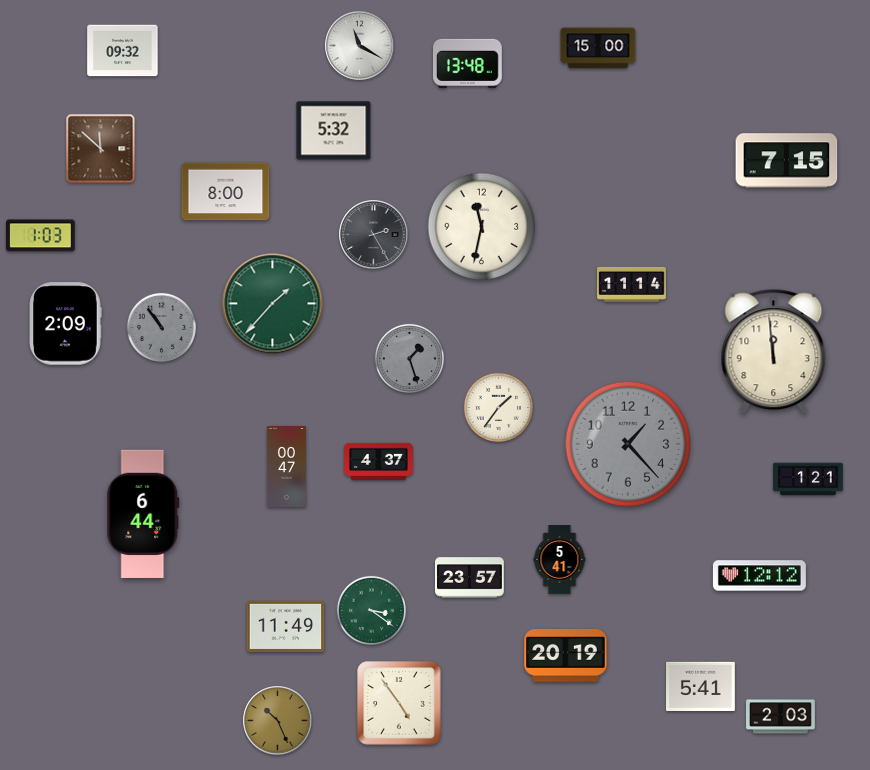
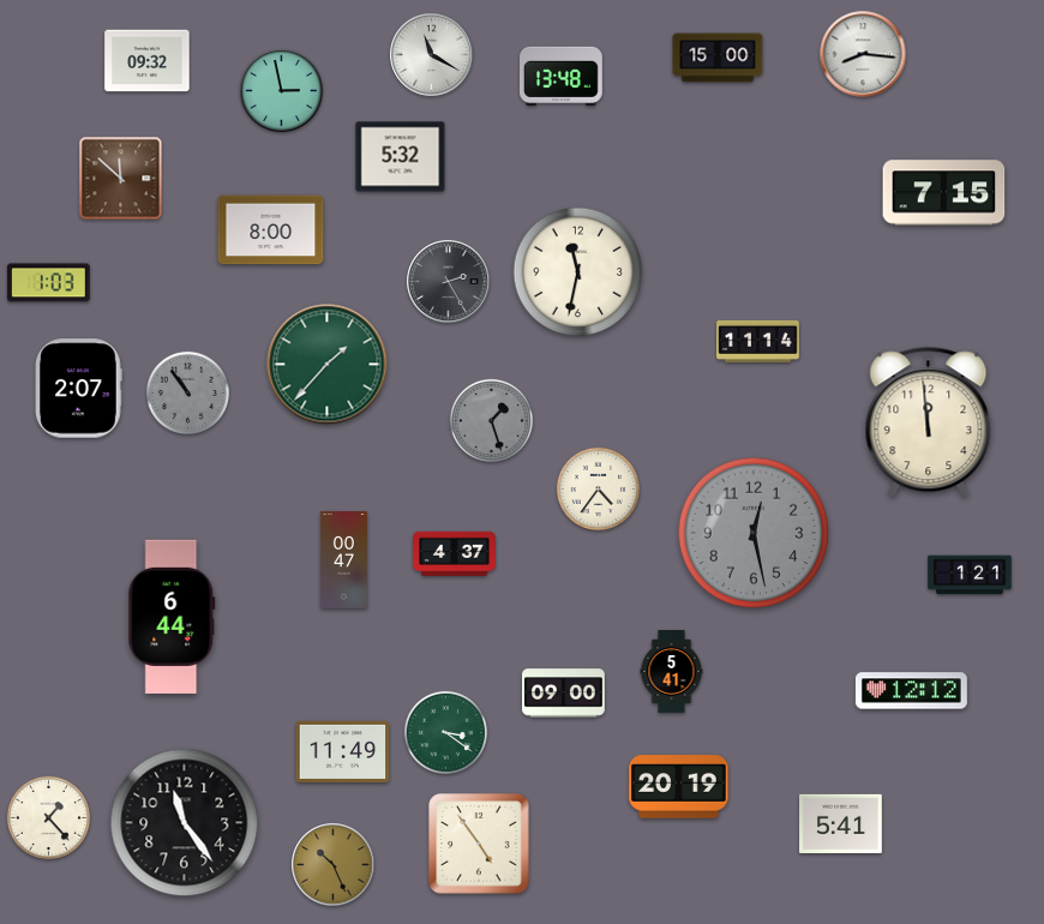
clock at (863, 54): none -> 8:16
clock at (282, 91): none -> 2:58
clock at (65, 324): 2:09 -> 2:07
clock at (161, 327) position: (161, 327) -> (187, 392)
clock at (409, 358) position: (409, 358) -> (491, 420)
clock at (498, 407): 1:36 -> 4:36
clock at (628, 444): 1:23 -> 12:28
clock at (470, 578): 23:57 -> 09:00
clock at (48, 817): none -> 1:23
clock at (185, 823): none -> 11:24
clock at (781, 717): 2:03 -> none
